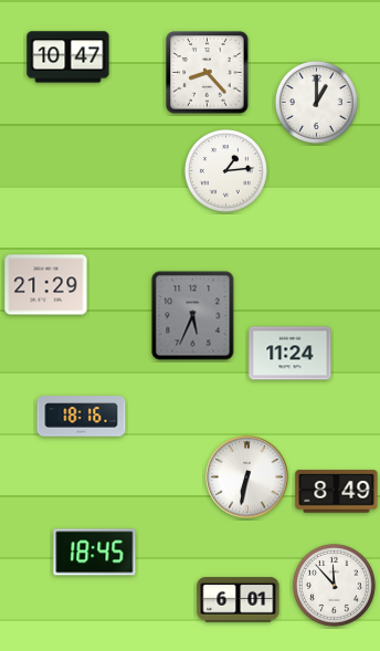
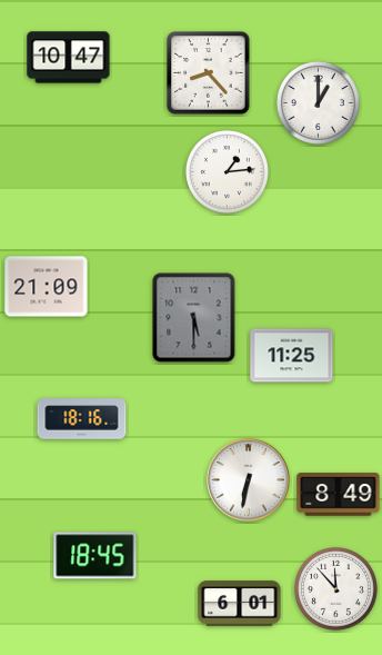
clock at (46, 285): 21:29 -> 21:09
clock at (193, 316): 5:34 -> 5:30
clock at (291, 354): 11:24 -> 11:25
